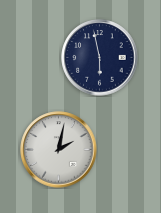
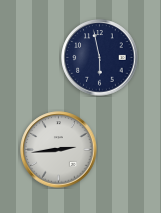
clock at (59, 150): 2:02 -> 2:44
